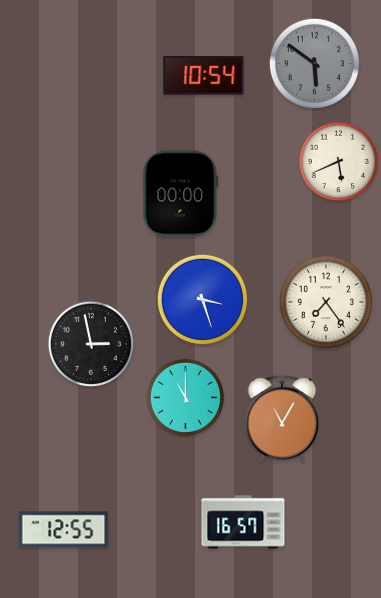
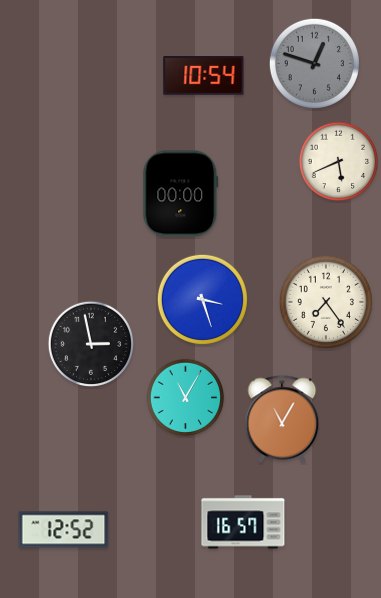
clock at (314, 63): 5:51 -> 12:48
clock at (186, 398): 11:00 -> 11:05
clock at (64, 530): 12:55 -> 12:52
